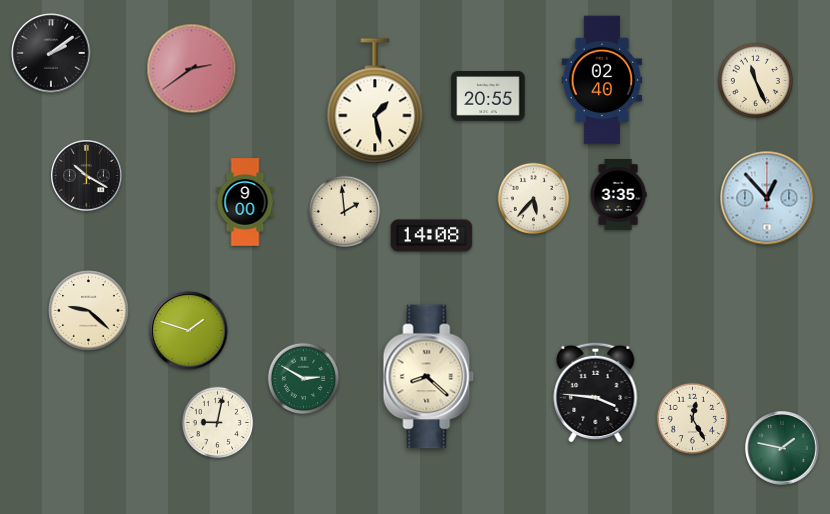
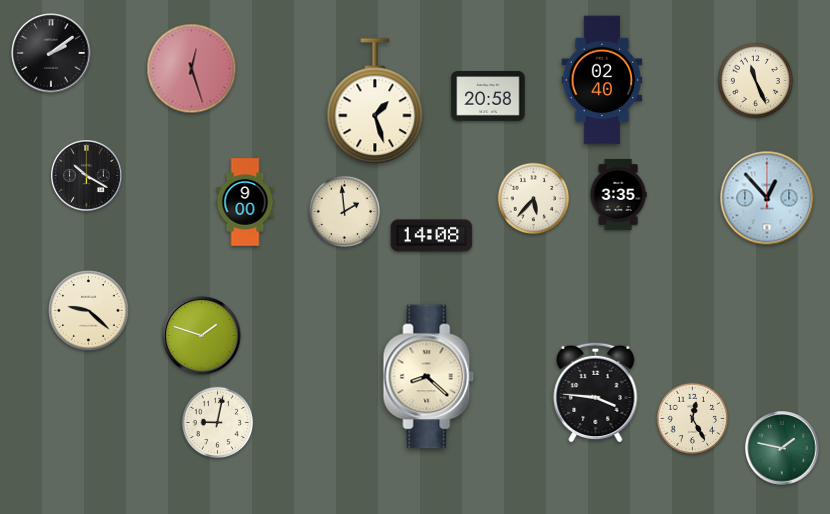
clock at (192, 69): 2:39 -> 12:27
clock at (488, 96): 20:55 -> 20:58
clock at (375, 102): 1:28 -> 1:27
clock at (189, 331) position: (189, 331) -> (202, 336)
clock at (304, 379): 2:50 -> none
